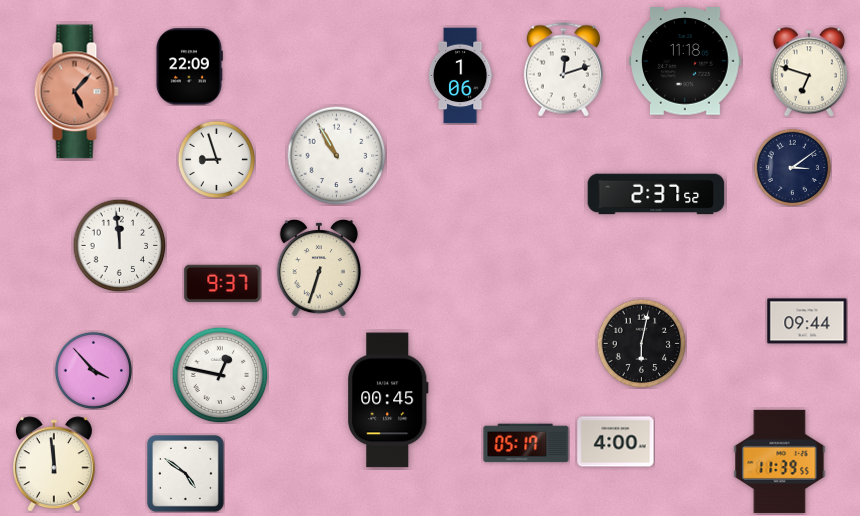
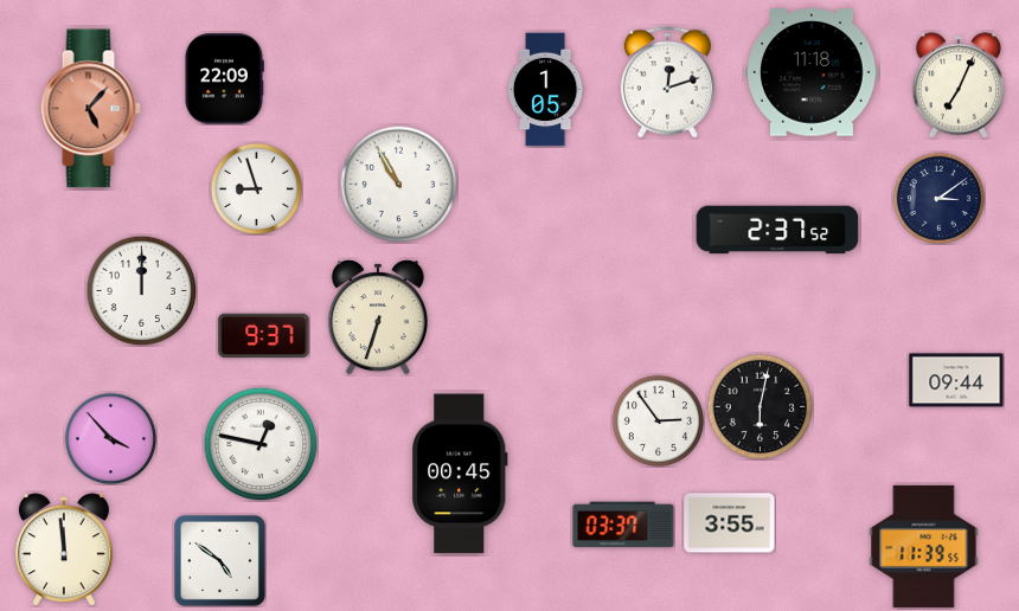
clock at (809, 72): 6:48 -> 7:04
clock at (460, 76): 1:06 -> 1:05
clock at (119, 245): 11:59 -> 12:00
clock at (658, 420): none -> 2:54
clock at (616, 442): 4:00 -> 3:55
clock at (526, 443): 05:17 -> 03:37
